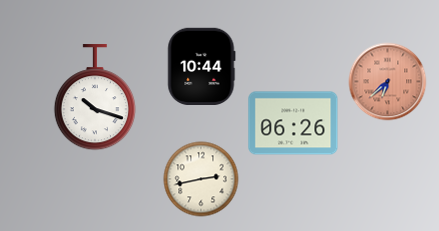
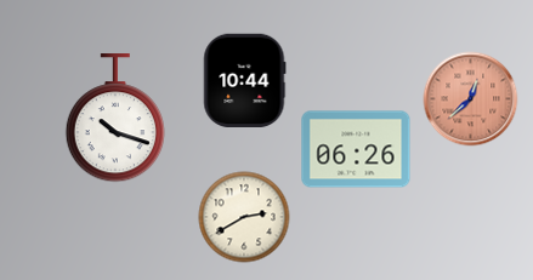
clock at (388, 82): 6:38 -> 12:38
clock at (201, 179): 2:43 -> 2:40
